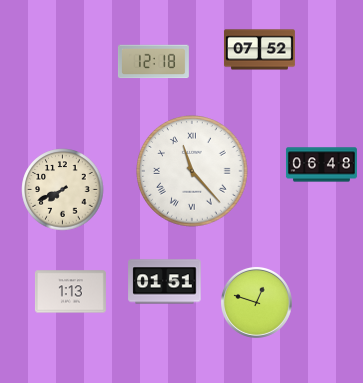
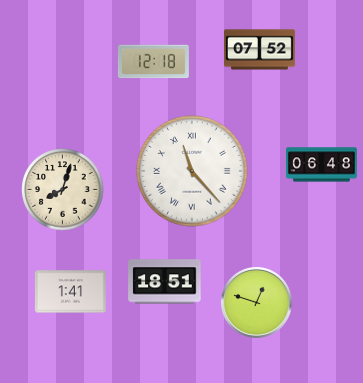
clock at (63, 190): 7:41 -> 8:03
clock at (165, 282): 01:51 -> 18:51
clock at (70, 292): 1:13 -> 1:41
